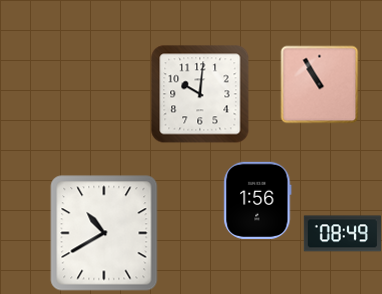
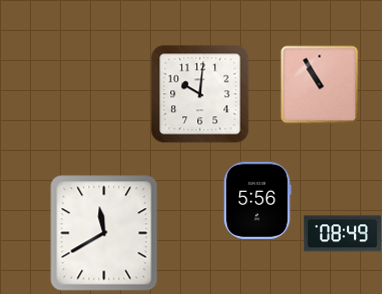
clock at (258, 200): 1:56 -> 5:56
clock at (104, 233): 10:40 -> 11:40
